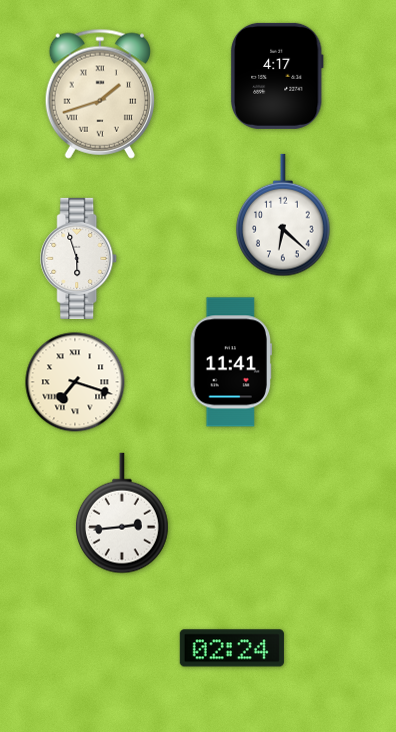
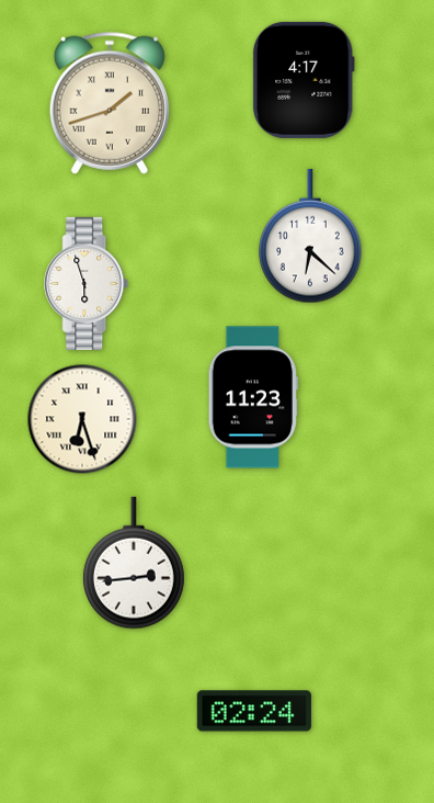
clock at (277, 76) position: (277, 76) -> (304, 80)
clock at (231, 362): 11:41 -> 11:23
clock at (75, 382): 7:18 -> 6:27
